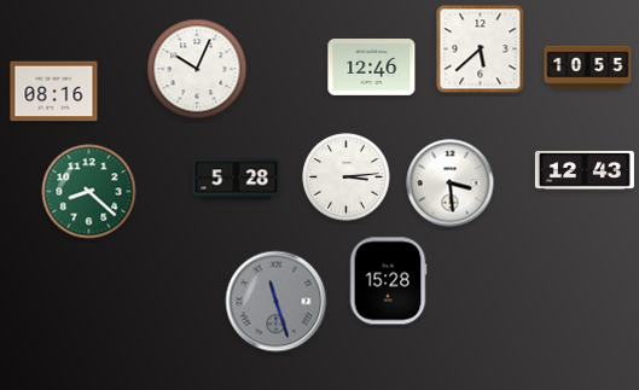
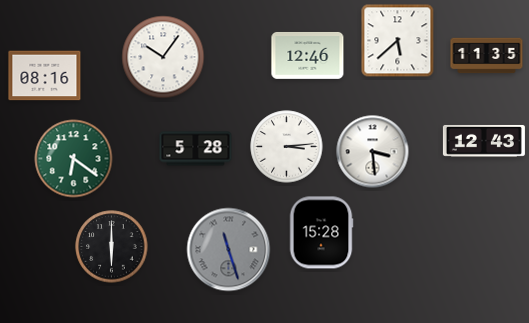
clock at (588, 68): 10:55 -> 11:35
clock at (197, 69): 10:04 -> 10:06
clock at (89, 192): 8:22 -> 6:21
clock at (112, 247): none -> 6:00
